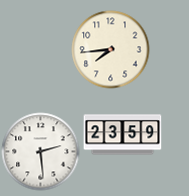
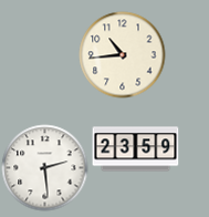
clock at (110, 49): 7:44 -> 10:44
